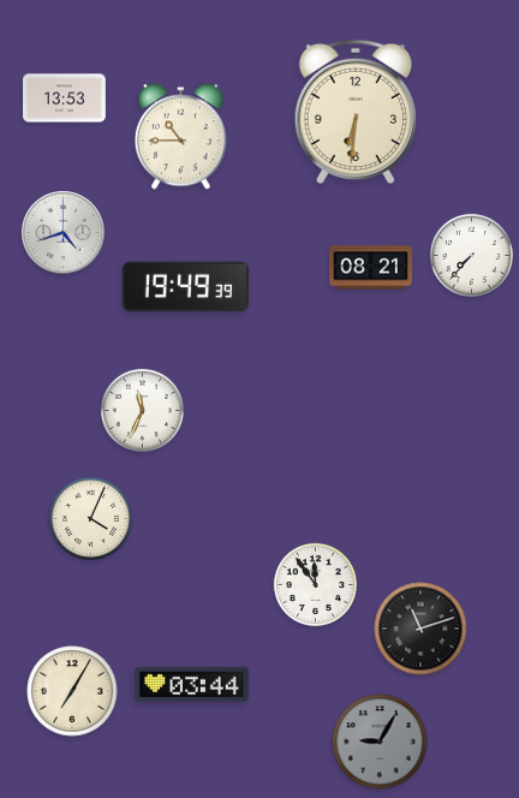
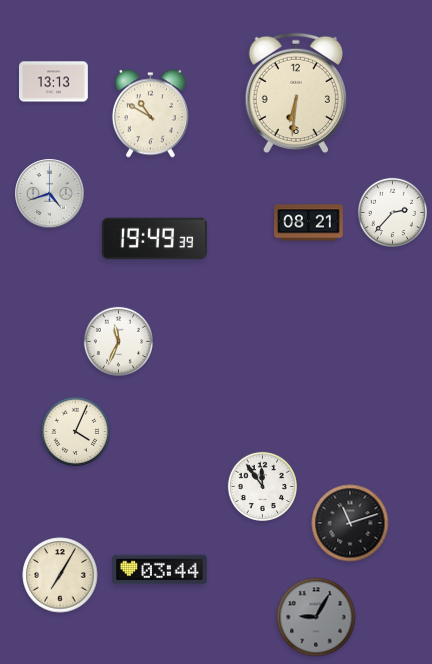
clock at (65, 99): 13:53 -> 13:13
clock at (180, 137): 10:45 -> 10:50
clock at (64, 233) position: (64, 233) -> (50, 194)
clock at (471, 255): 7:37 -> 2:37
